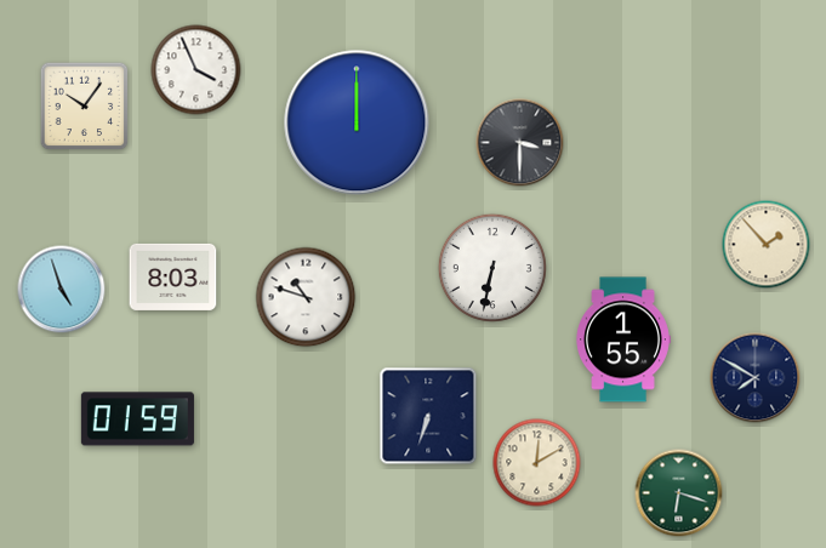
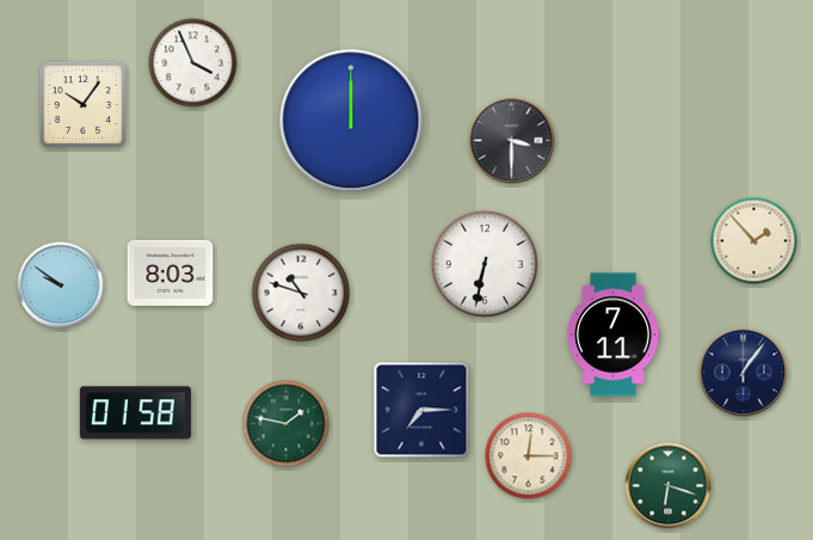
clock at (196, 70) position: (196, 70) -> (193, 63)
clock at (62, 290): 4:57 -> 9:51
clock at (623, 339): 1:55 -> 7:11
clock at (756, 378): 7:50 -> 1:06
clock at (428, 416): 6:33 -> 7:15
clock at (137, 419): 01:59 -> 01:58
clock at (287, 424): none -> 1:47
clock at (537, 463): 12:10 -> 12:15
